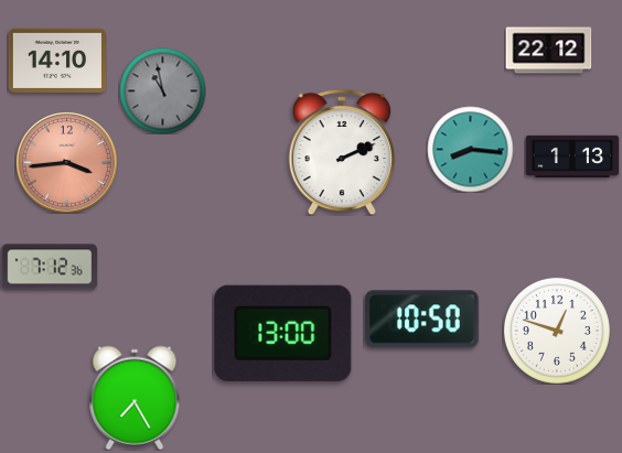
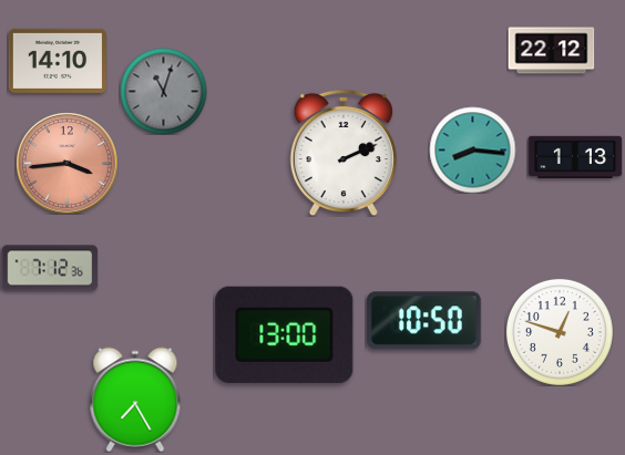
clock at (162, 90): 10:58 -> 11:03
